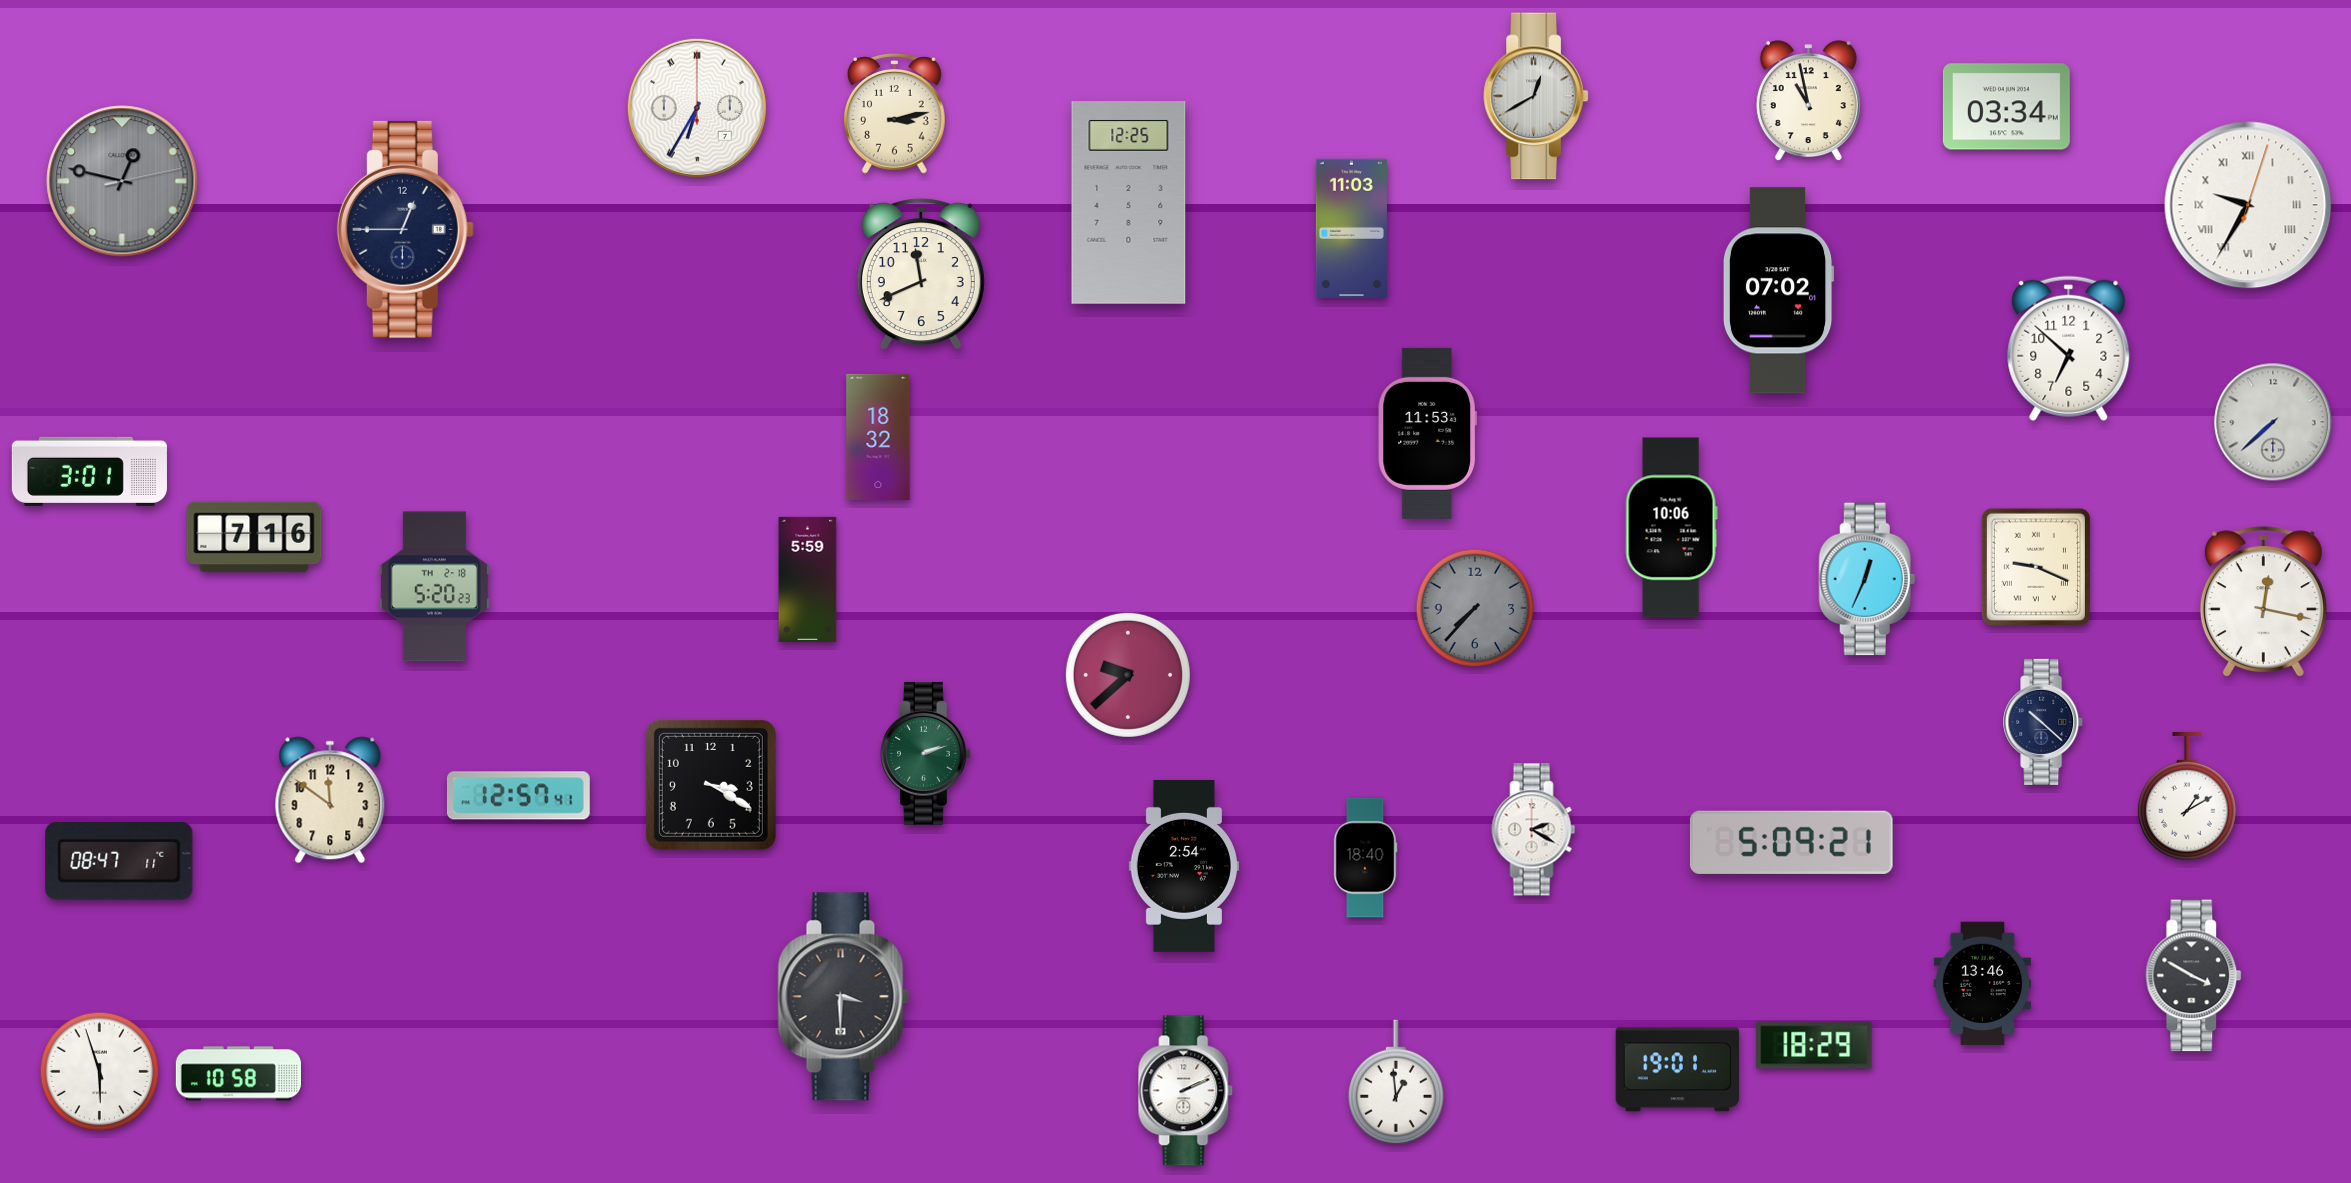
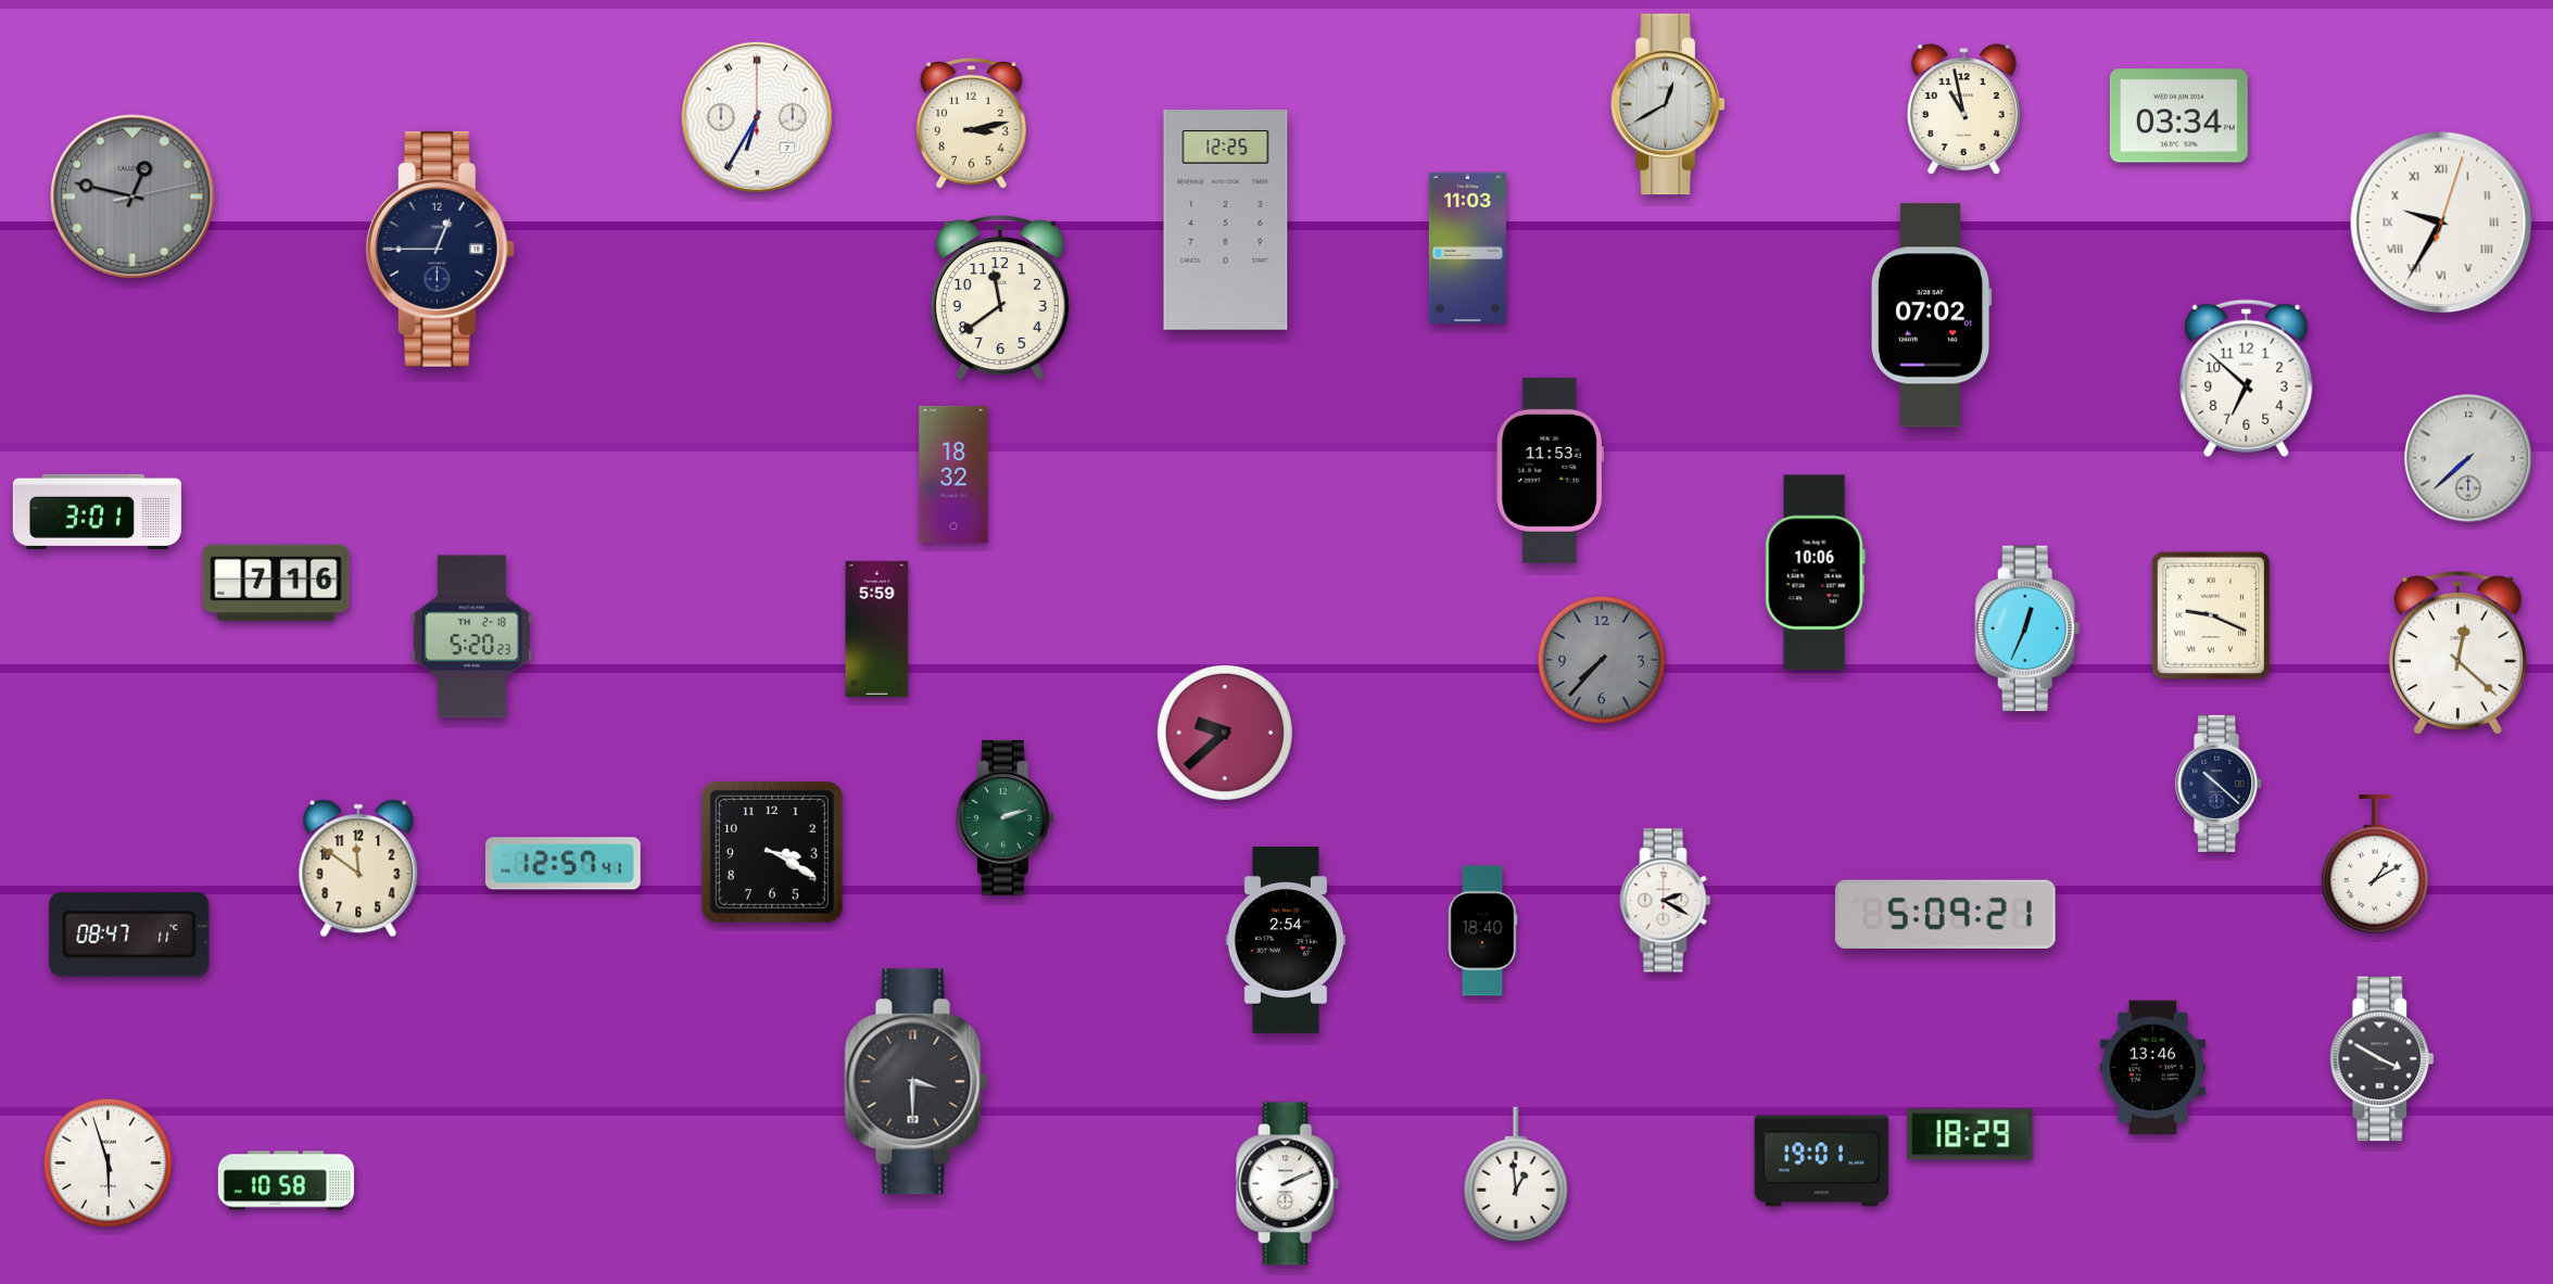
clock at (921, 275): 11:41 -> 11:39
clock at (2263, 601): 12:17 -> 12:22
clock at (238, 1074) position: (238, 1074) -> (286, 1181)
